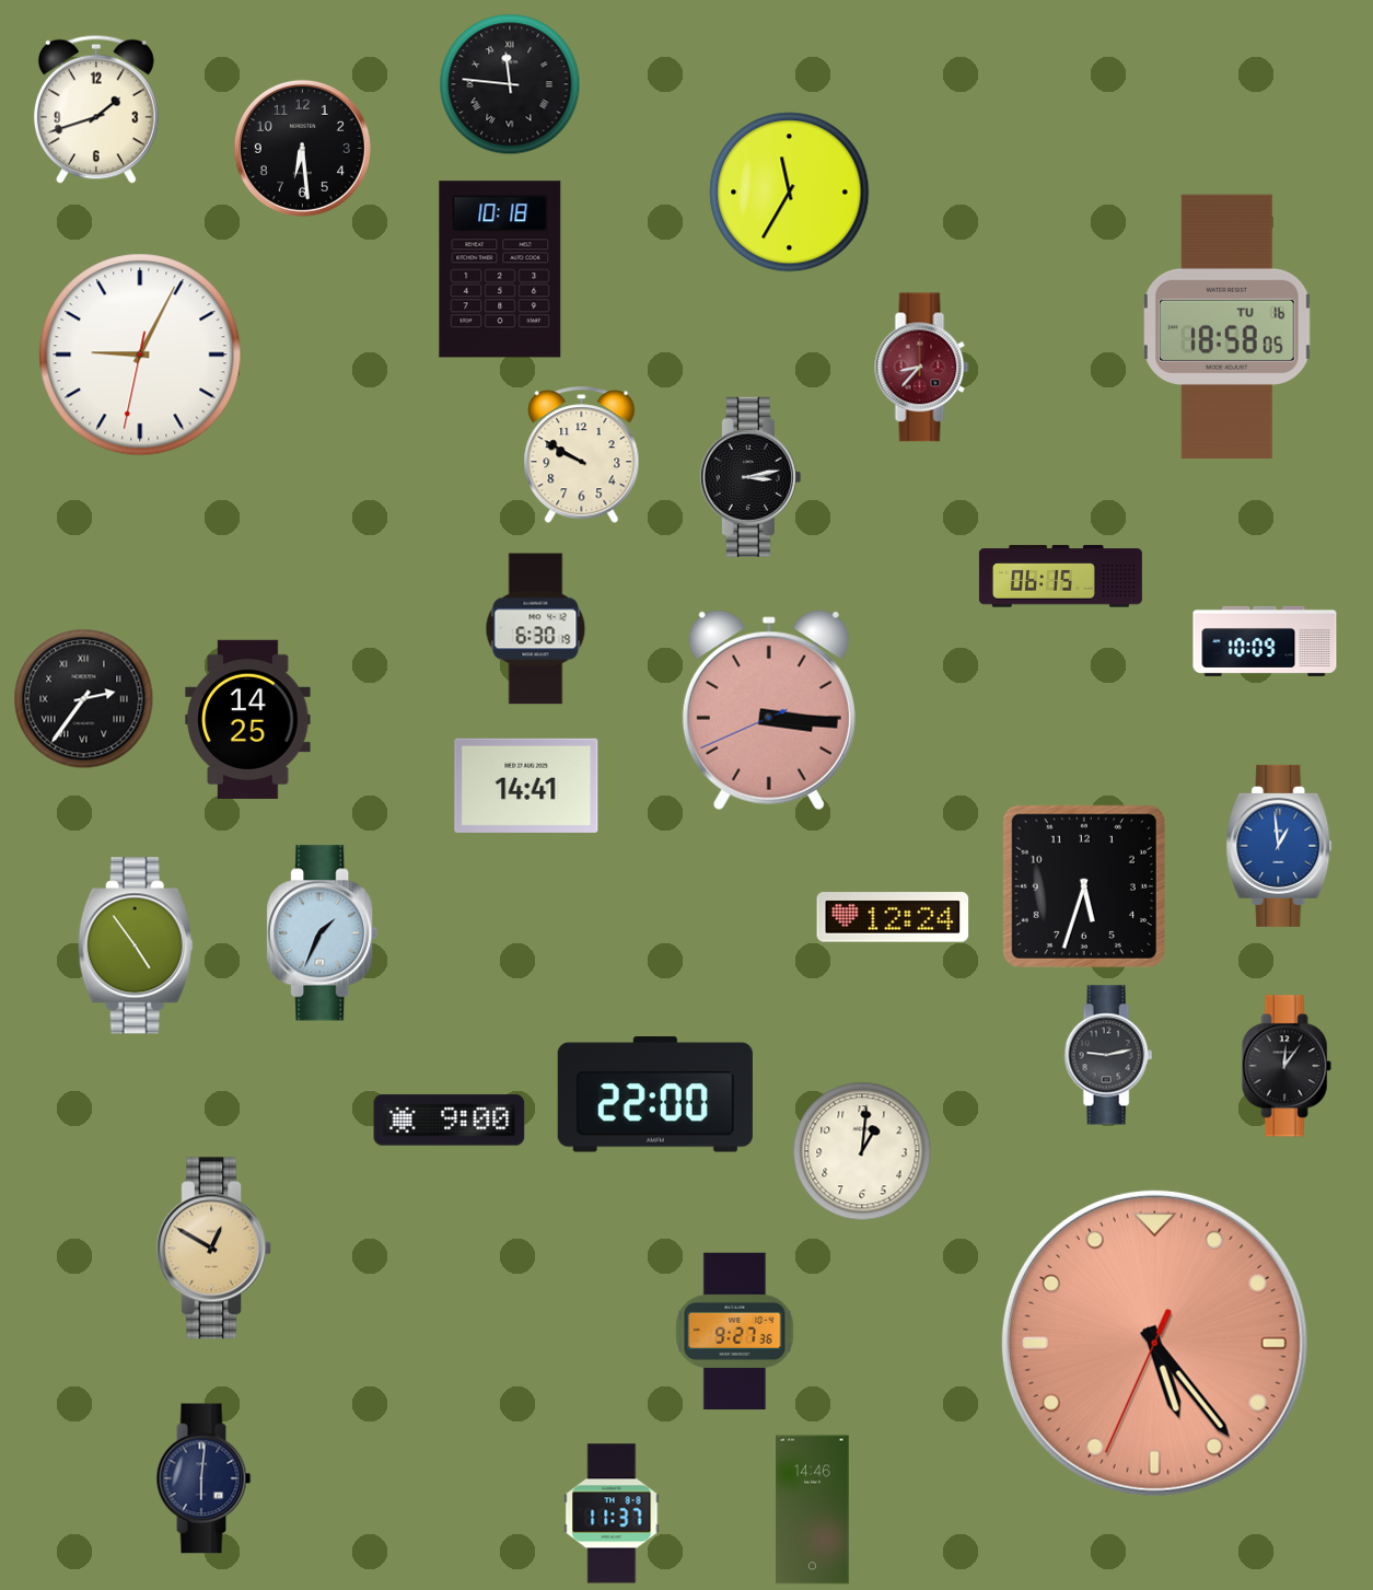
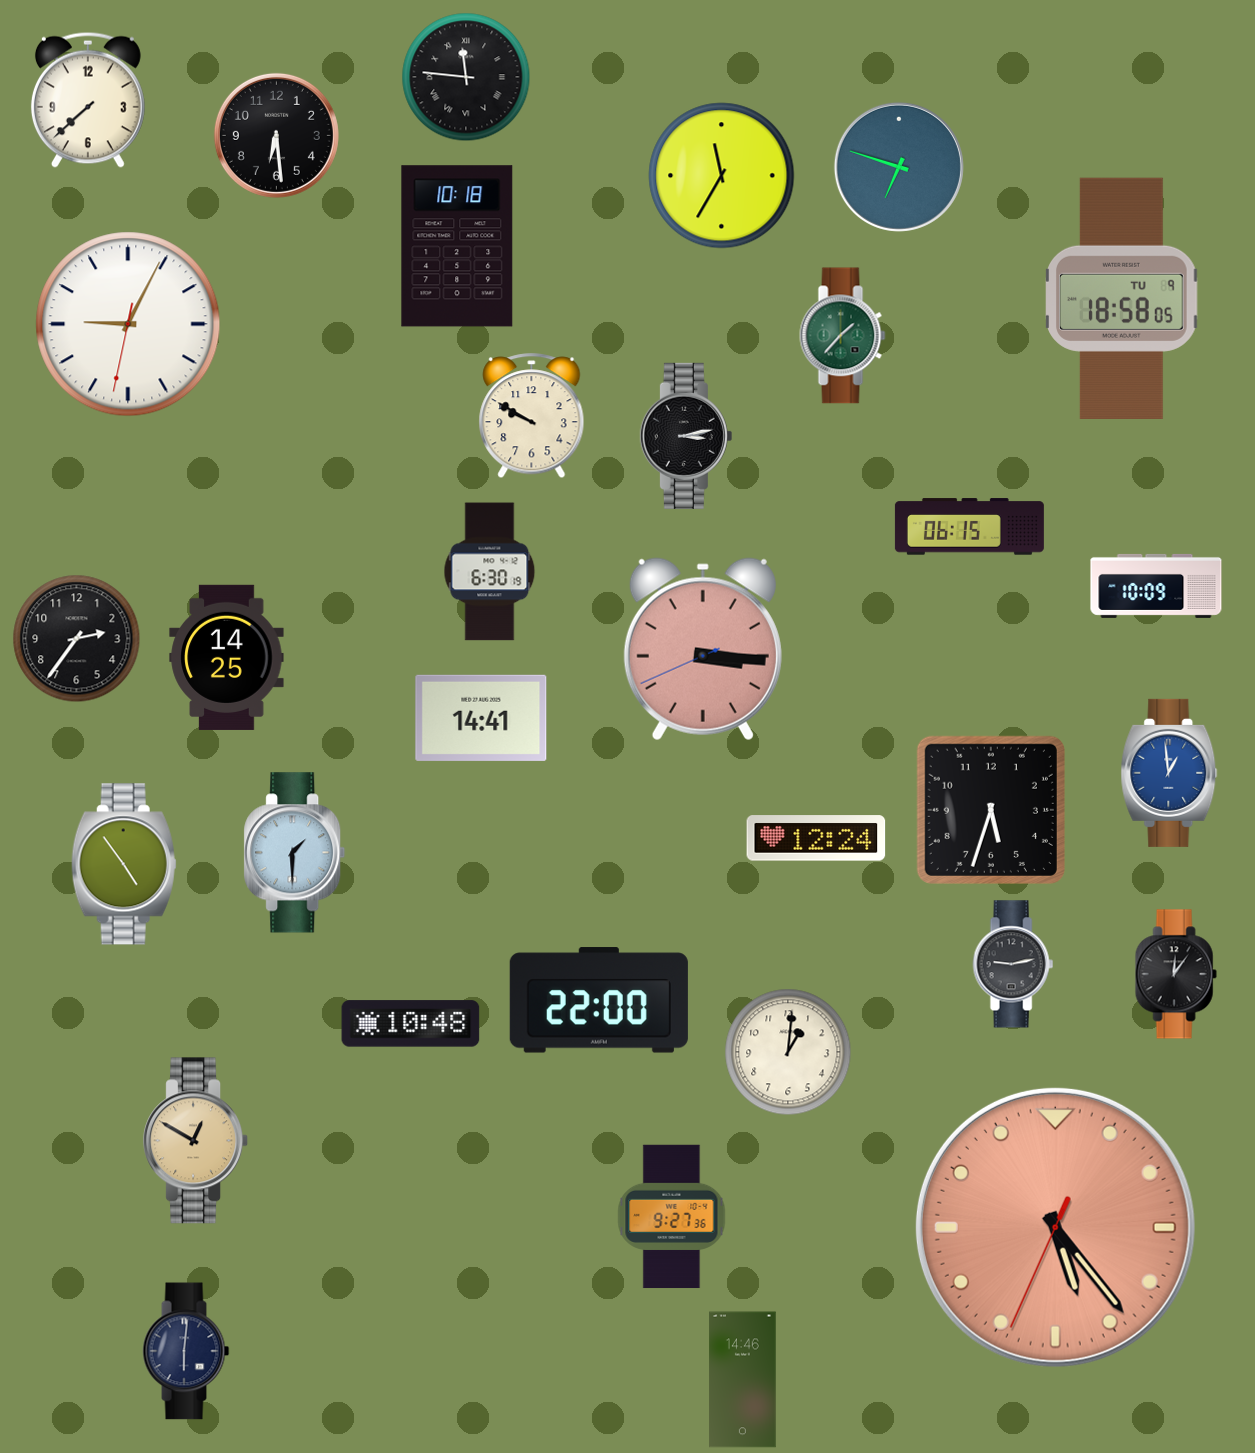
clock at (96, 109): 1:42 -> 7:38
clock at (899, 167): none -> 6:48
clock at (1227, 326) date: TU 16 -> TU 9
clock at (922, 368): 8:37 -> 1:37
clock at (922, 368) dial: burgundy -> green
clock at (536, 629) position: (536, 629) -> (490, 572)
clock at (84, 699) numerals: Roman -> Arabic
clock at (323, 933): 1:34 -> 1:30
clock at (450, 1121): 9:00 -> 10:48
clock at (612, 1513): 11:37 -> none
